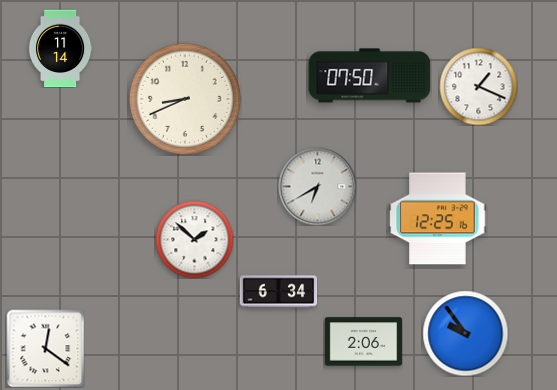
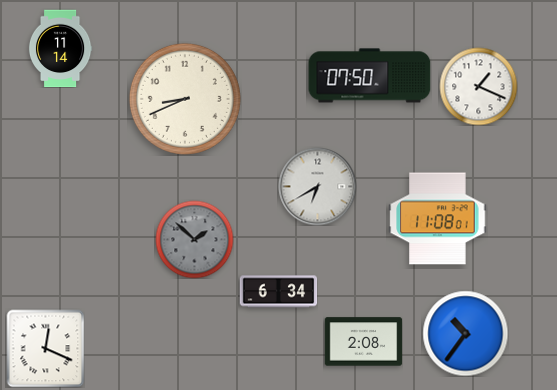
clock at (438, 219): 12:25 -> 11:08
clock at (194, 239) dial: white -> grey
clock at (465, 333): 9:54 -> 10:36
clock at (363, 342): 2:06 -> 2:08
clock at (45, 348): 12:21 -> 12:19
